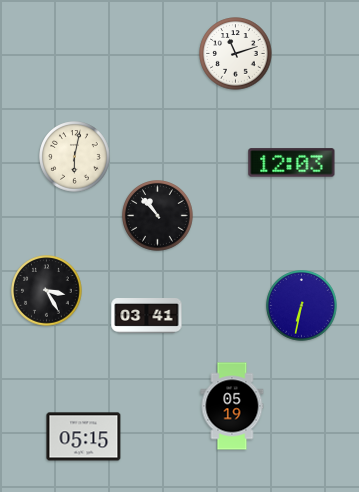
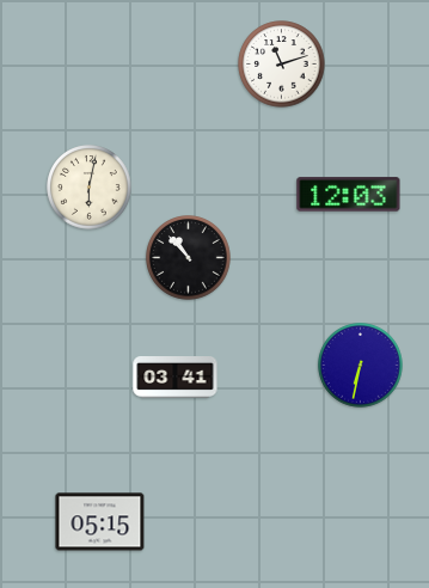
clock at (47, 291): 3:25 -> none
clock at (232, 406): 05:19 -> none
